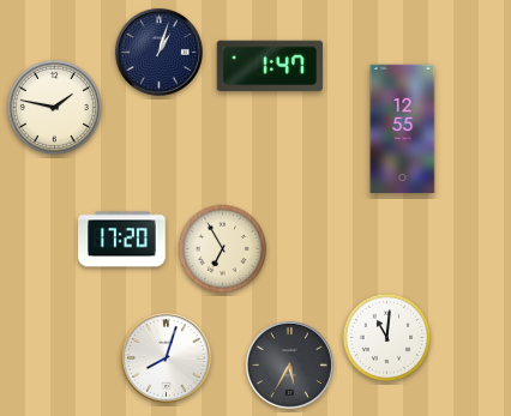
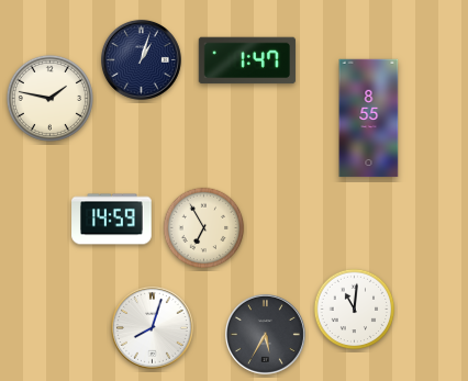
clock at (158, 52) position: (158, 52) -> (141, 59)
clock at (403, 129): 12:55 -> 8:55
clock at (122, 240): 17:20 -> 14:59
